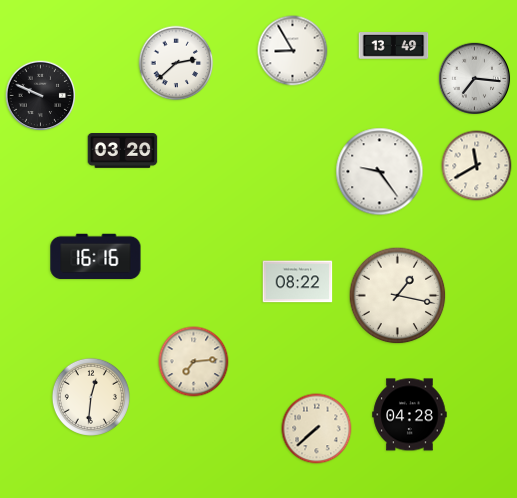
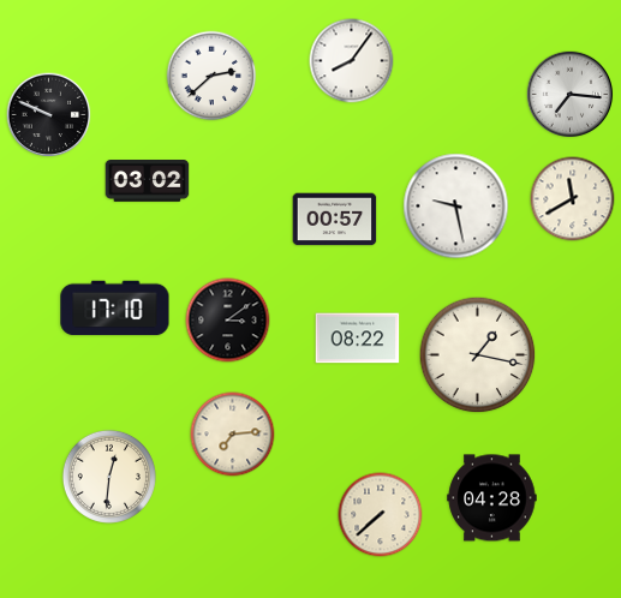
clock at (394, 46): 13:49 -> none
clock at (293, 51): 8:55 -> 8:06
clock at (123, 151): 03:20 -> 03:02
clock at (380, 172): 9:24 -> 9:28
clock at (335, 220): none -> 00:57
clock at (96, 257): 16:16 -> 17:10
clock at (228, 321): none -> 3:09
